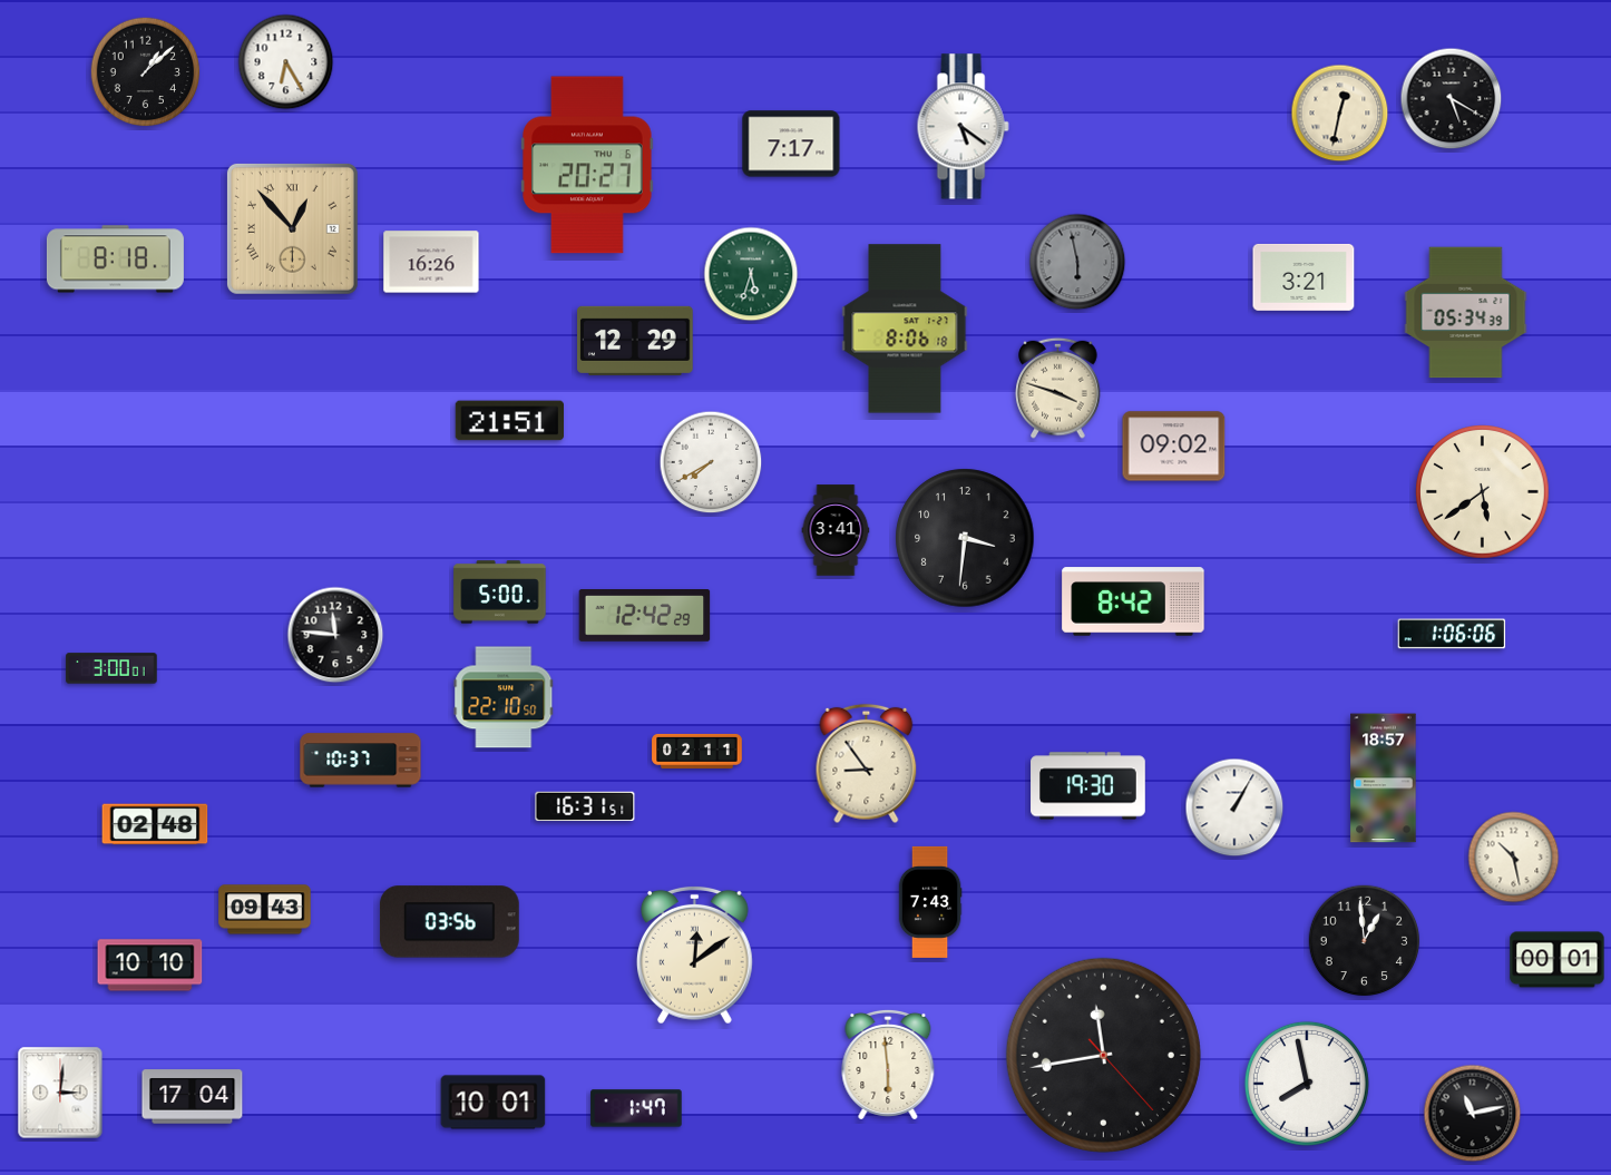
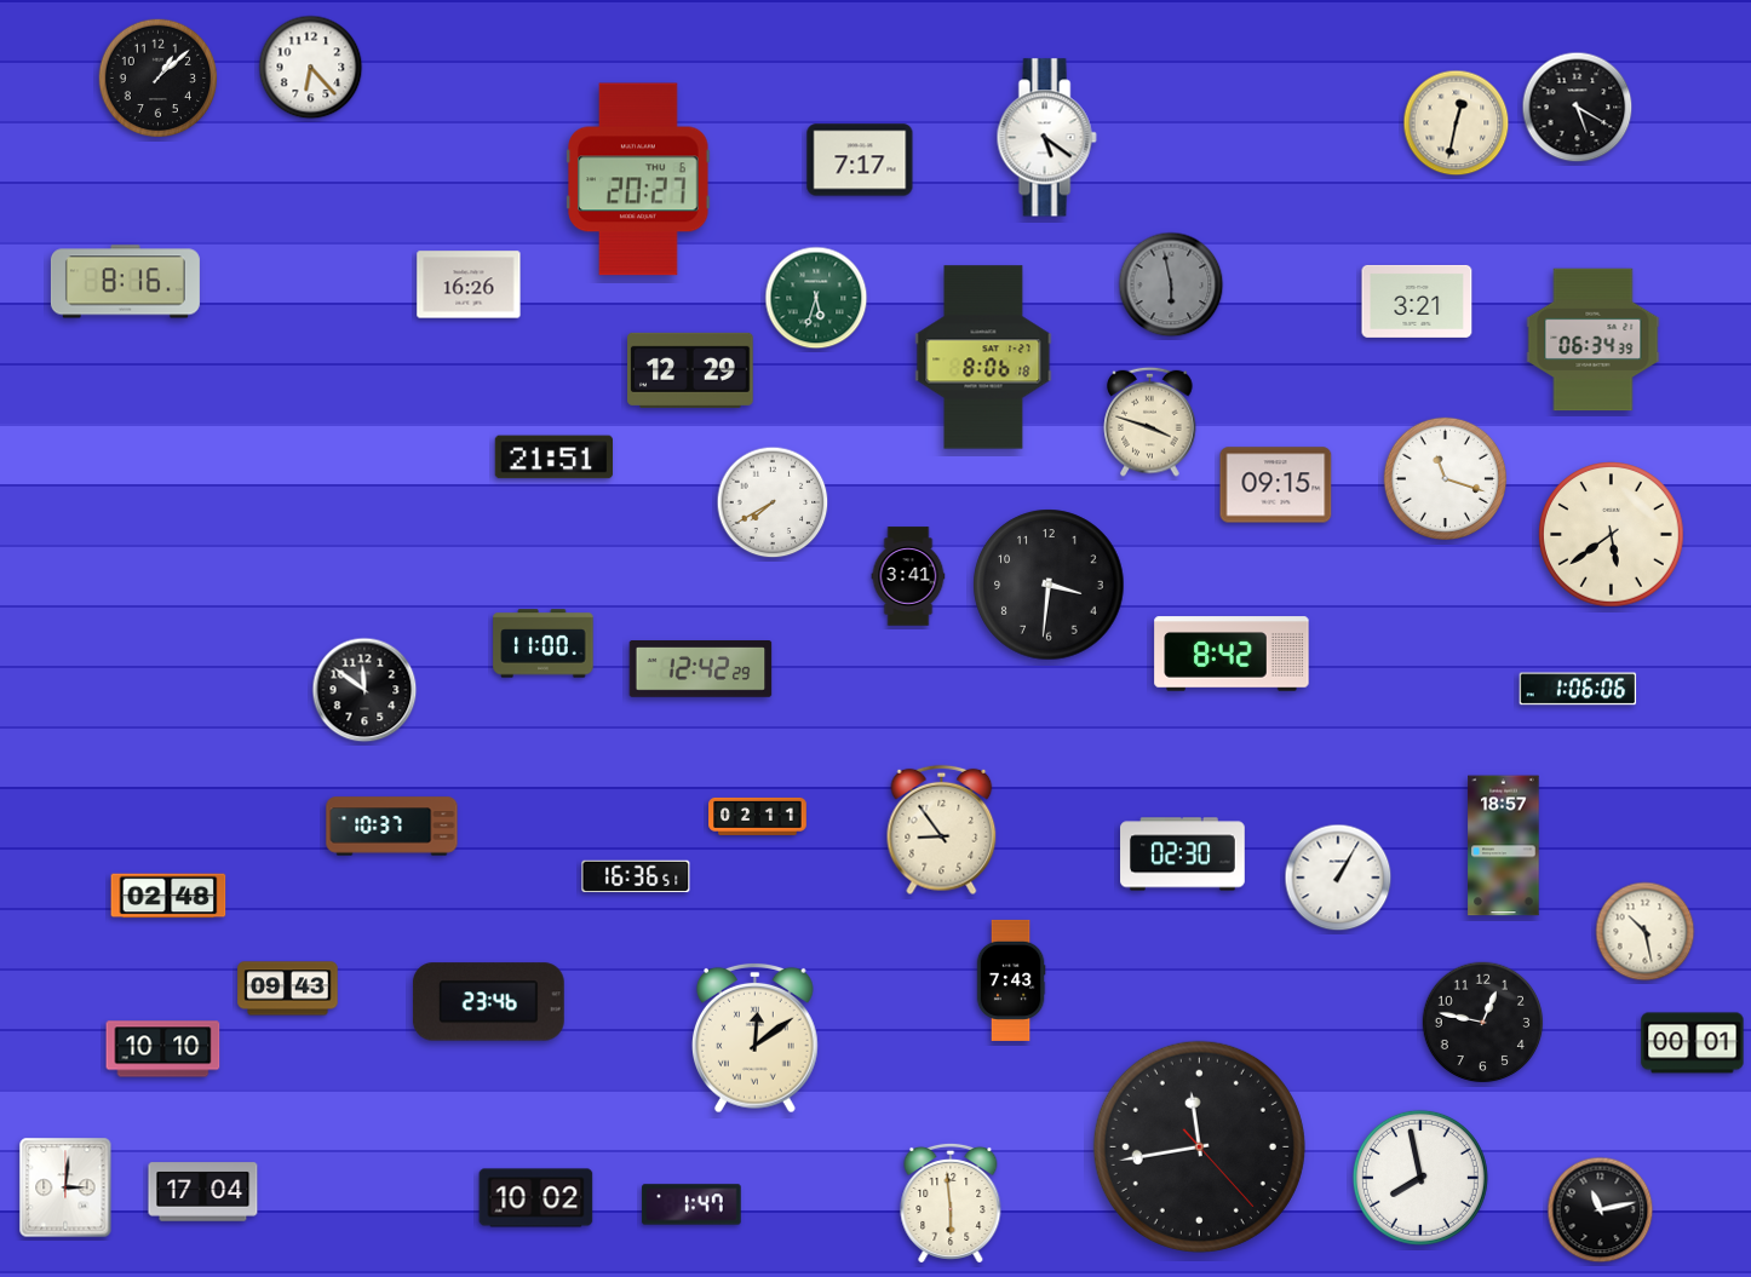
clock at (286, 62): 6:25 -> 6:23
clock at (791, 144) position: (791, 144) -> (860, 160)
clock at (292, 228): 12:53 -> none
clock at (115, 260): 8:18 -> 8:16
clock at (1466, 313): 05:34 -> 06:34
clock at (1445, 478): none -> 11:18
clock at (1174, 447): 09:02 -> 09:15
clock at (500, 593): 5:00 -> 11:00
clock at (335, 635): 11:46 -> 11:51
clock at (111, 668): 3:00 -> none
clock at (504, 697): 22:10 -> none
clock at (1088, 786): 19:30 -> 02:30
clock at (585, 806): 16:31 -> 16:36
clock at (1234, 807) position: (1234, 807) -> (1338, 878)
clock at (449, 922): 03:56 -> 23:46
clock at (1365, 941): 12:59 -> 12:47
clock at (888, 1065) position: (888, 1065) -> (951, 1203)
clock at (193, 1097) position: (193, 1097) -> (203, 1192)
clock at (494, 1103): 10:01 -> 10:02
